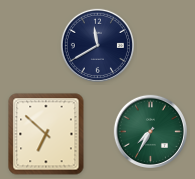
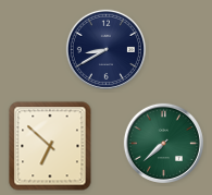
clock at (97, 45): 11:40 -> 8:40
clock at (150, 131): 7:35 -> 7:38
